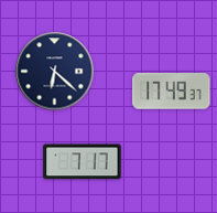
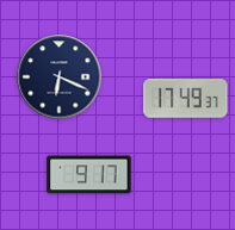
clock at (55, 72): 6:22 -> 6:19
clock at (83, 162): 7:17 -> 9:17
